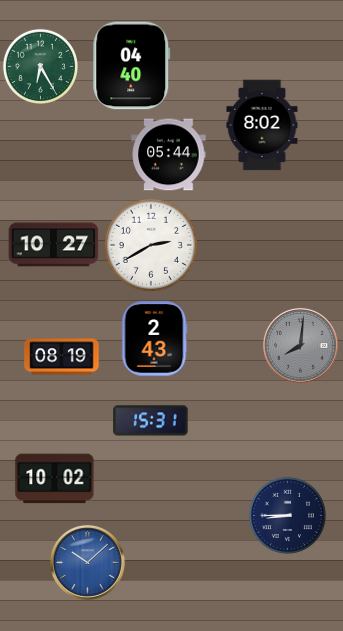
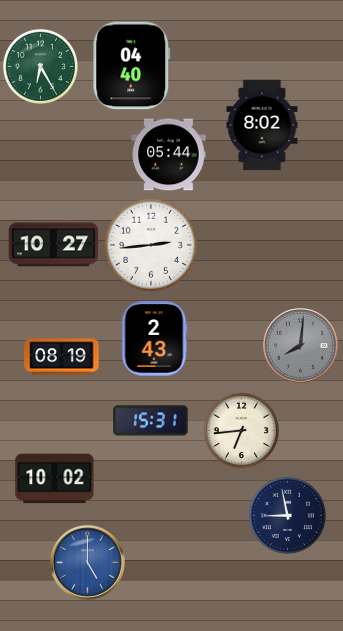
clock at (151, 245): 2:40 -> 2:44
clock at (242, 431): none -> 6:44
clock at (287, 515): 8:45 -> 8:58
clock at (87, 562): 10:08 -> 5:00
